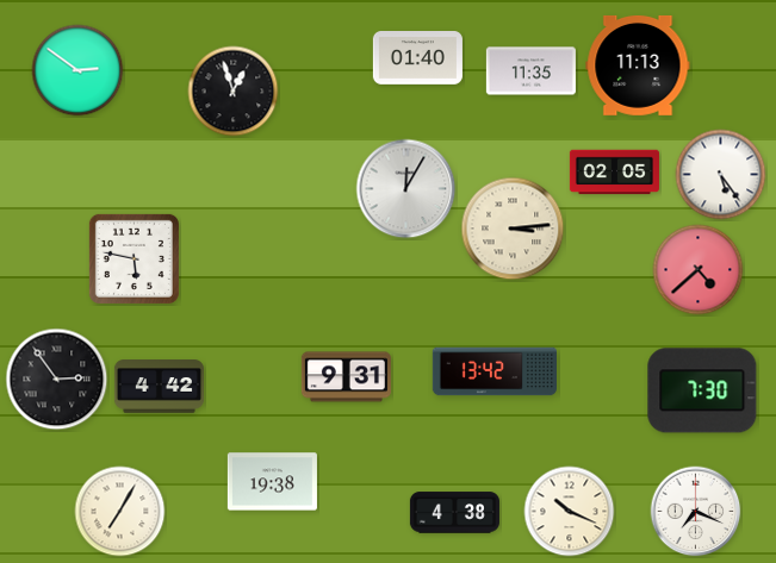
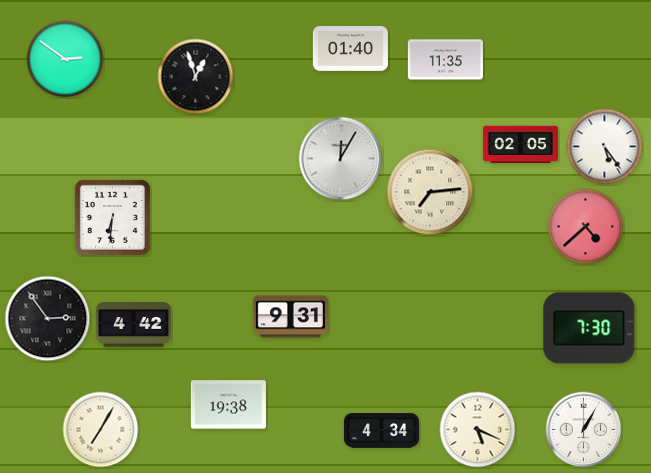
clock at (638, 65): 11:13 -> none
clock at (614, 173) position: (614, 173) -> (520, 145)
clock at (513, 229): 3:14 -> 7:14
clock at (134, 258): 5:47 -> 6:31
clock at (493, 371): 13:42 -> none
clock at (570, 512): 10:19 -> 5:19
clock at (696, 512): 7:19 -> 1:05
clock at (454, 513): 4:38 -> 4:34
